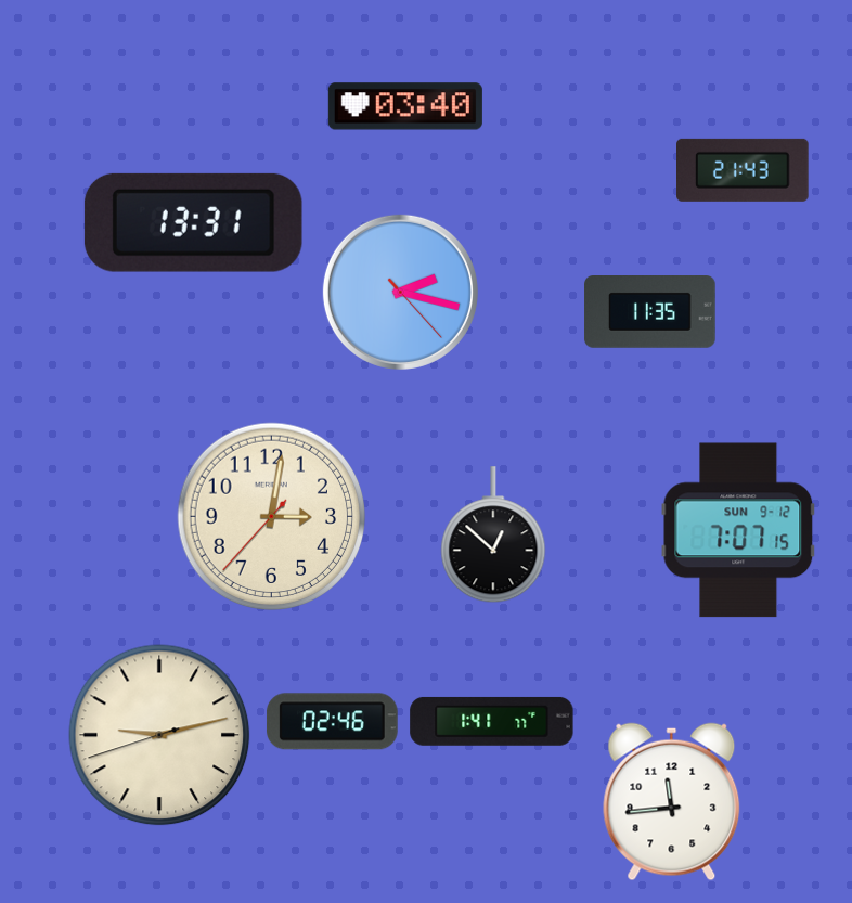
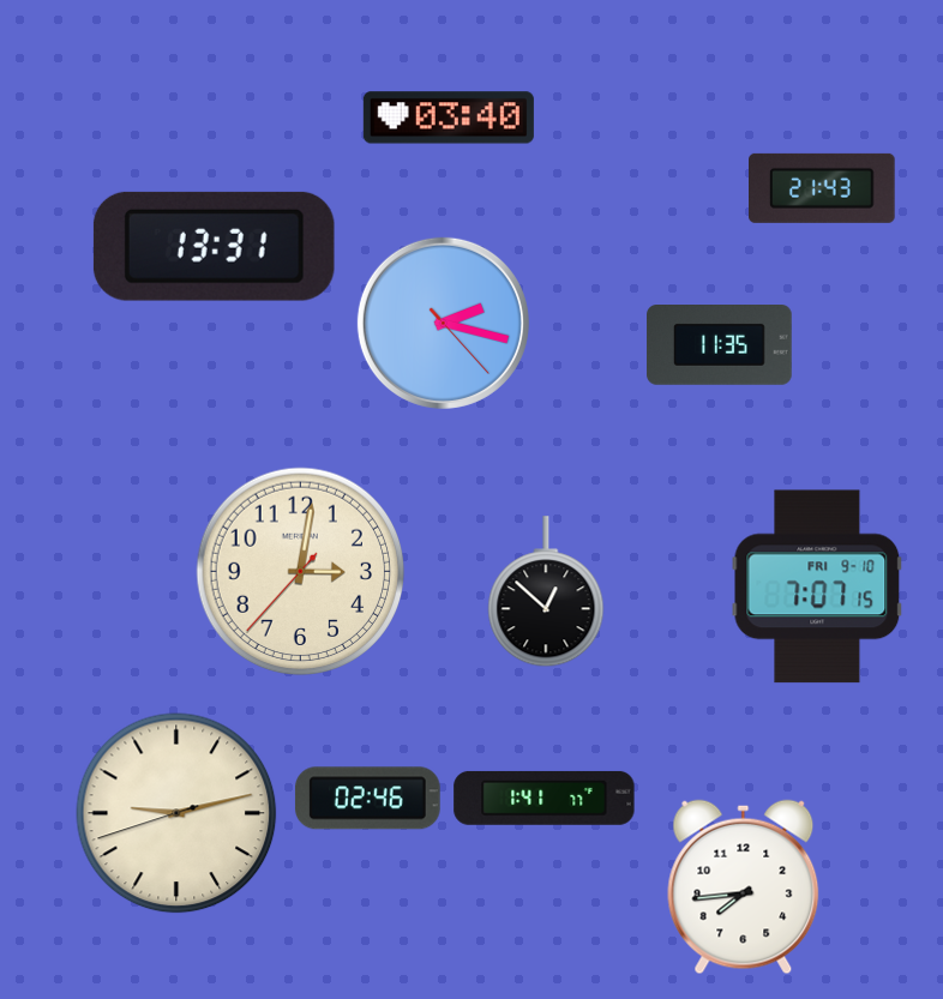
clock at (738, 530) date: SUN 9-12 -> FRI 9-10
clock at (672, 802): 11:44 -> 7:44
